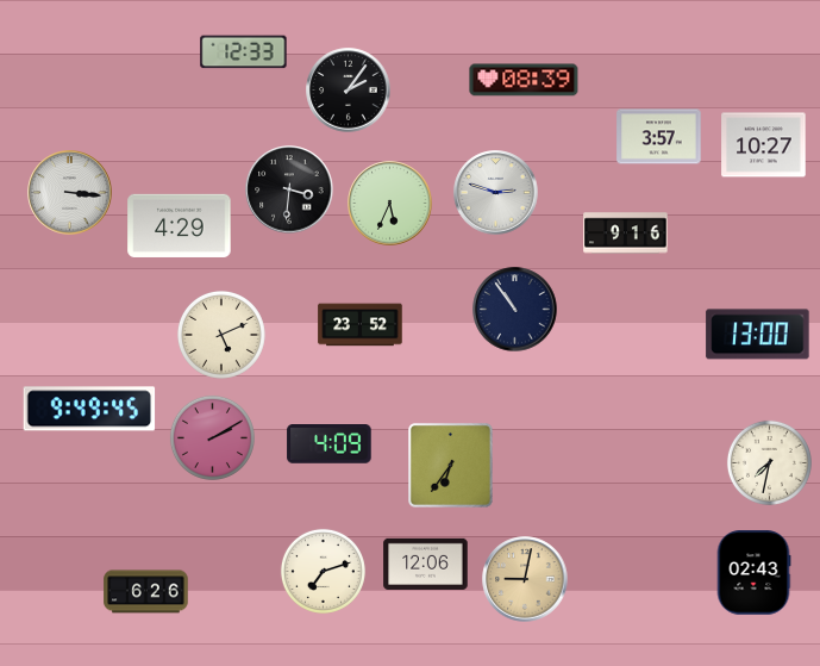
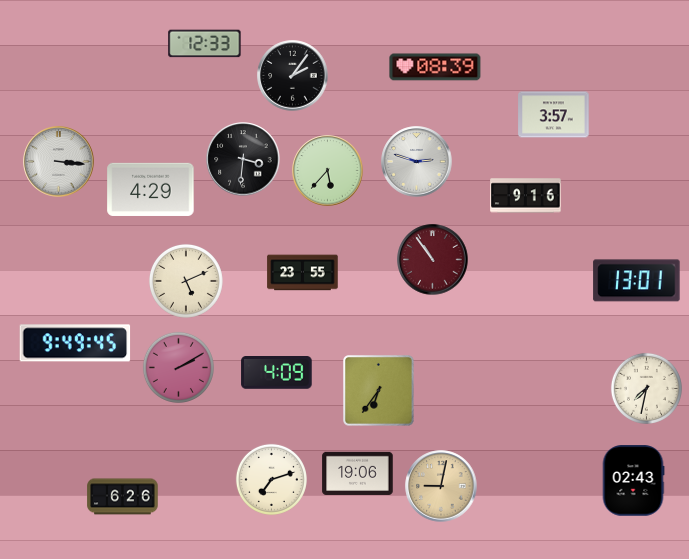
clock at (524, 80) position: (524, 80) -> (435, 67)
clock at (764, 145): 10:27 -> none
clock at (390, 204): 5:34 -> 5:37
clock at (515, 310) dial: navy -> burgundy
clock at (361, 325): 23:52 -> 23:55
clock at (758, 335): 13:00 -> 13:01
clock at (426, 564): 12:06 -> 19:06
